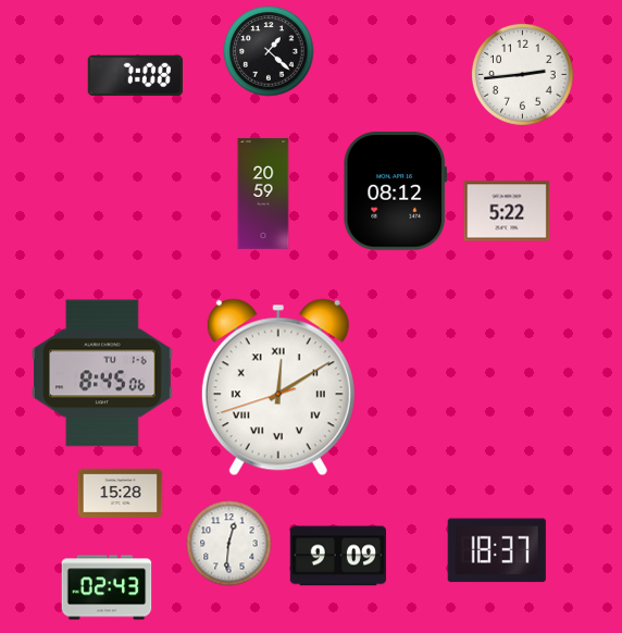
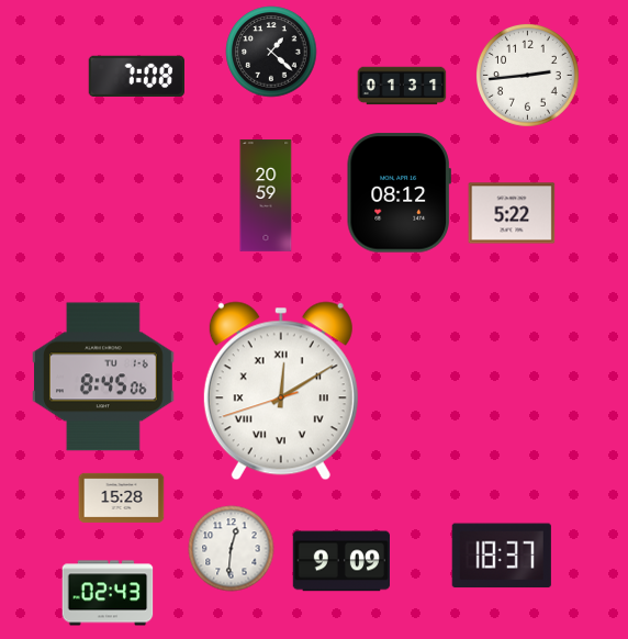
clock at (402, 86): none -> 01:31
